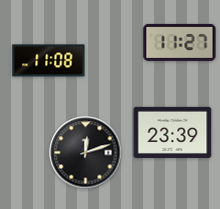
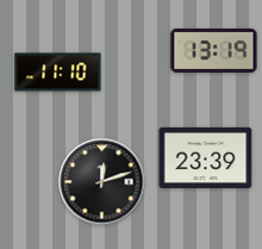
clock at (180, 42): 11:27 -> 13:19
clock at (49, 61): 11:08 -> 11:10
